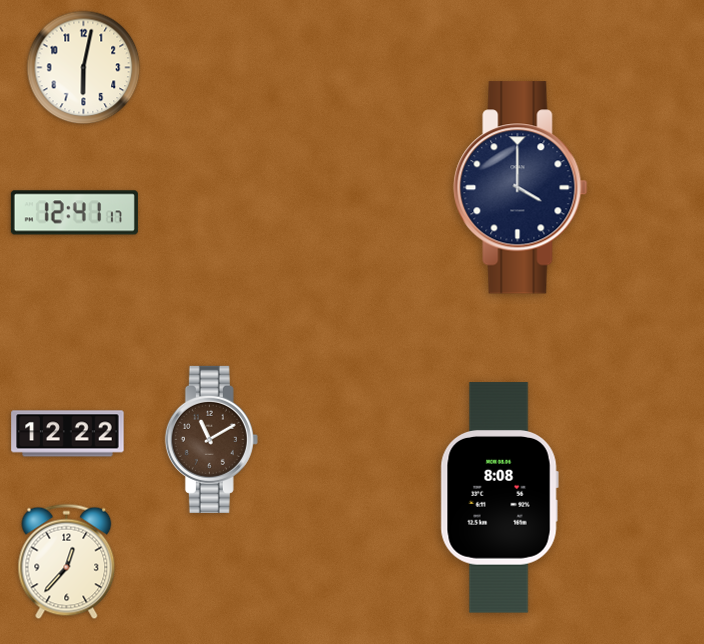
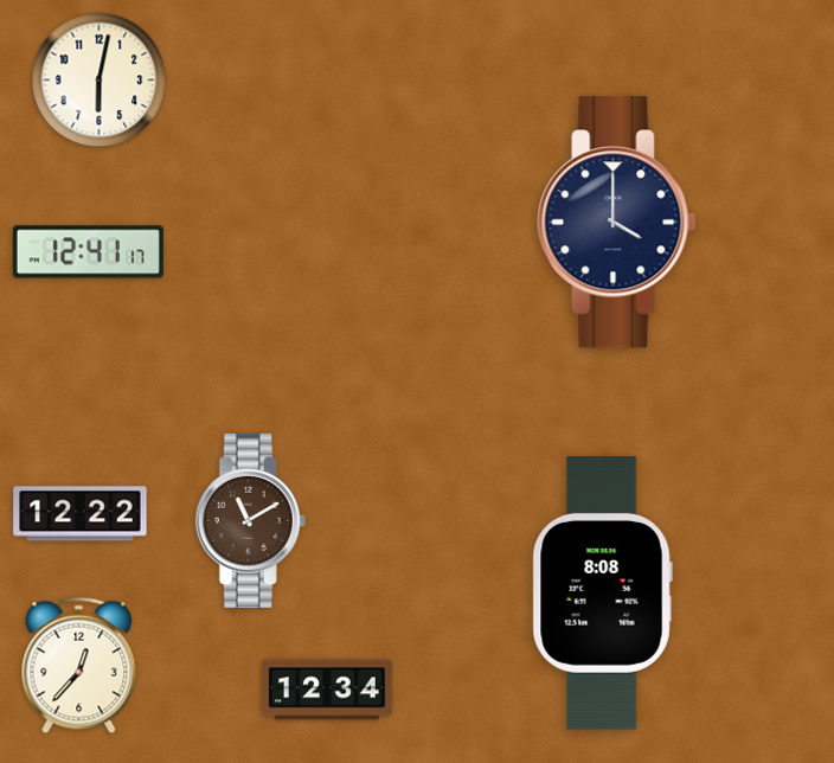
clock at (499, 498) position: (499, 498) -> (602, 594)
clock at (327, 690): none -> 12:34
